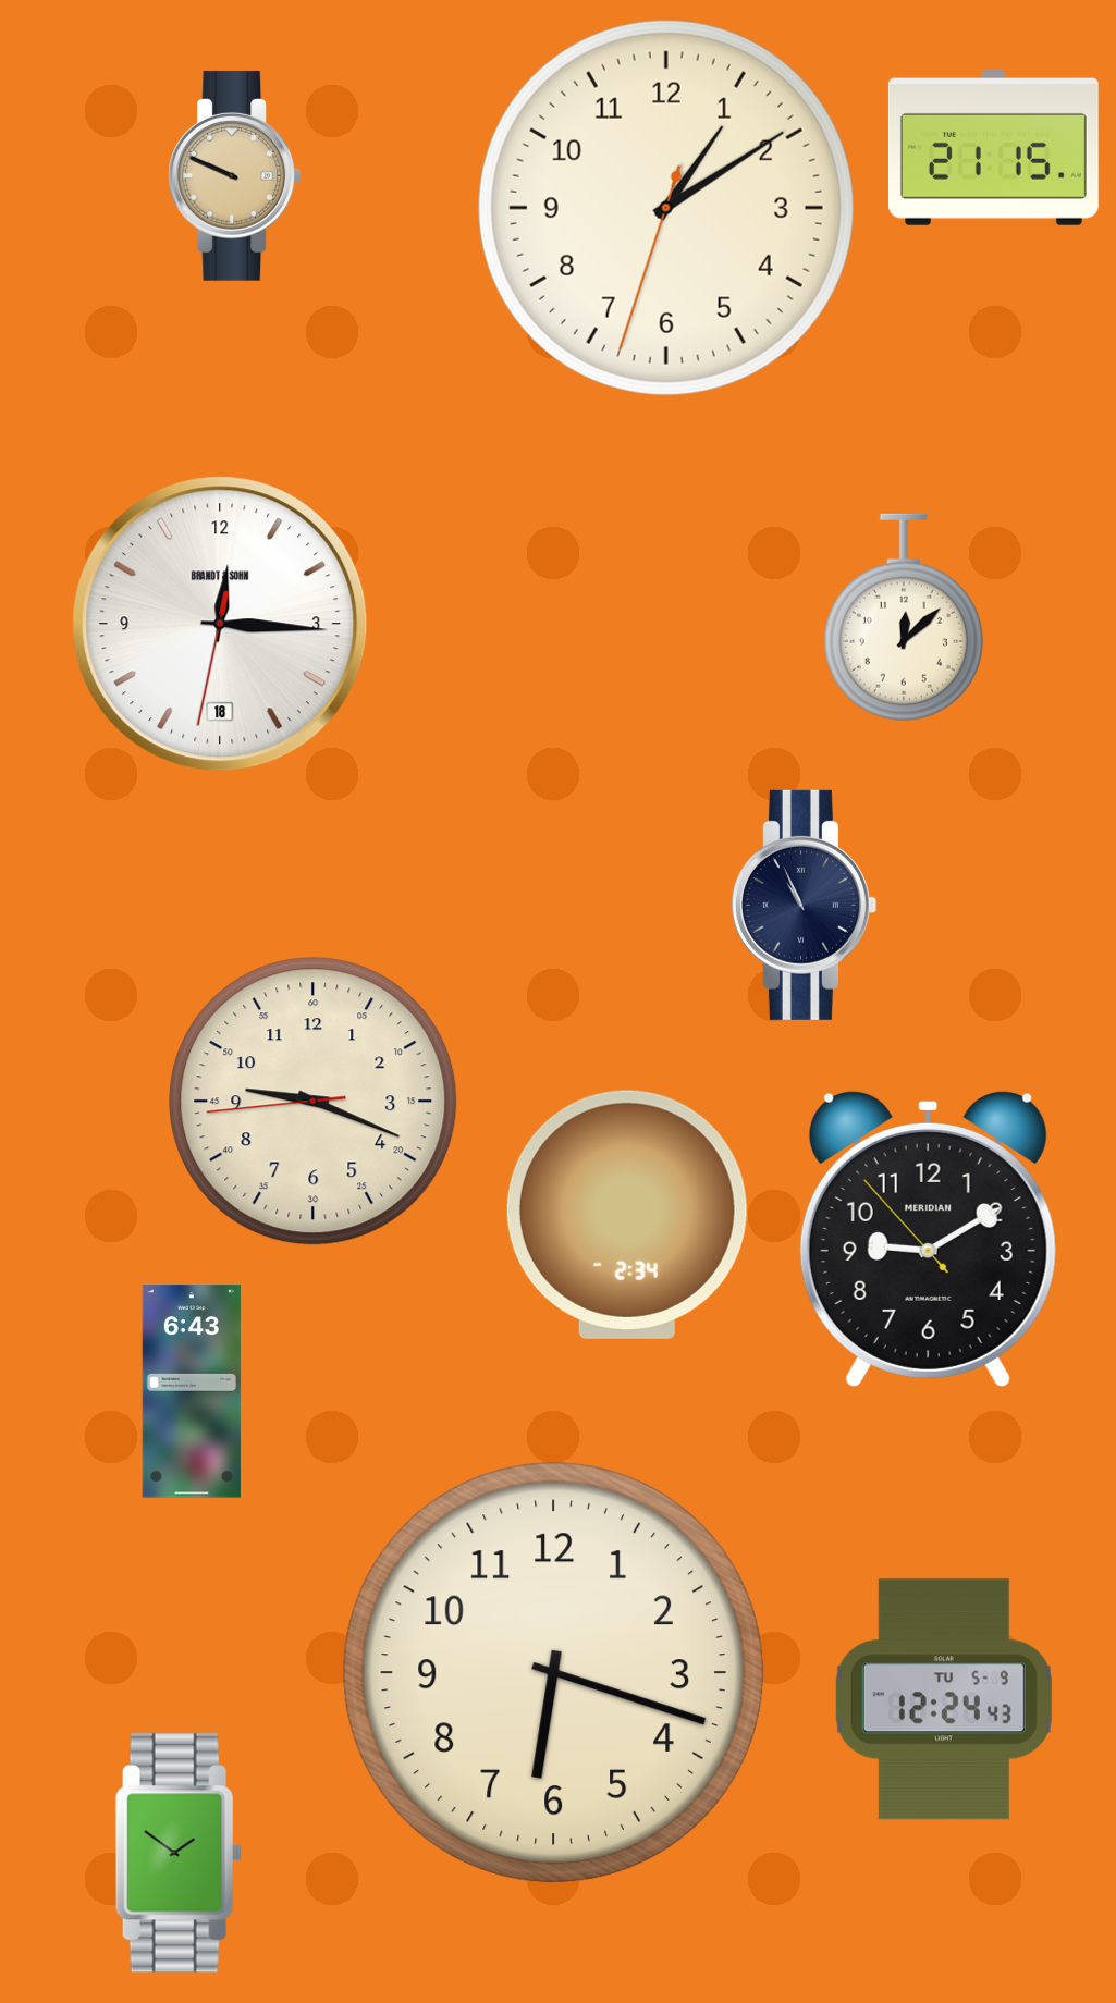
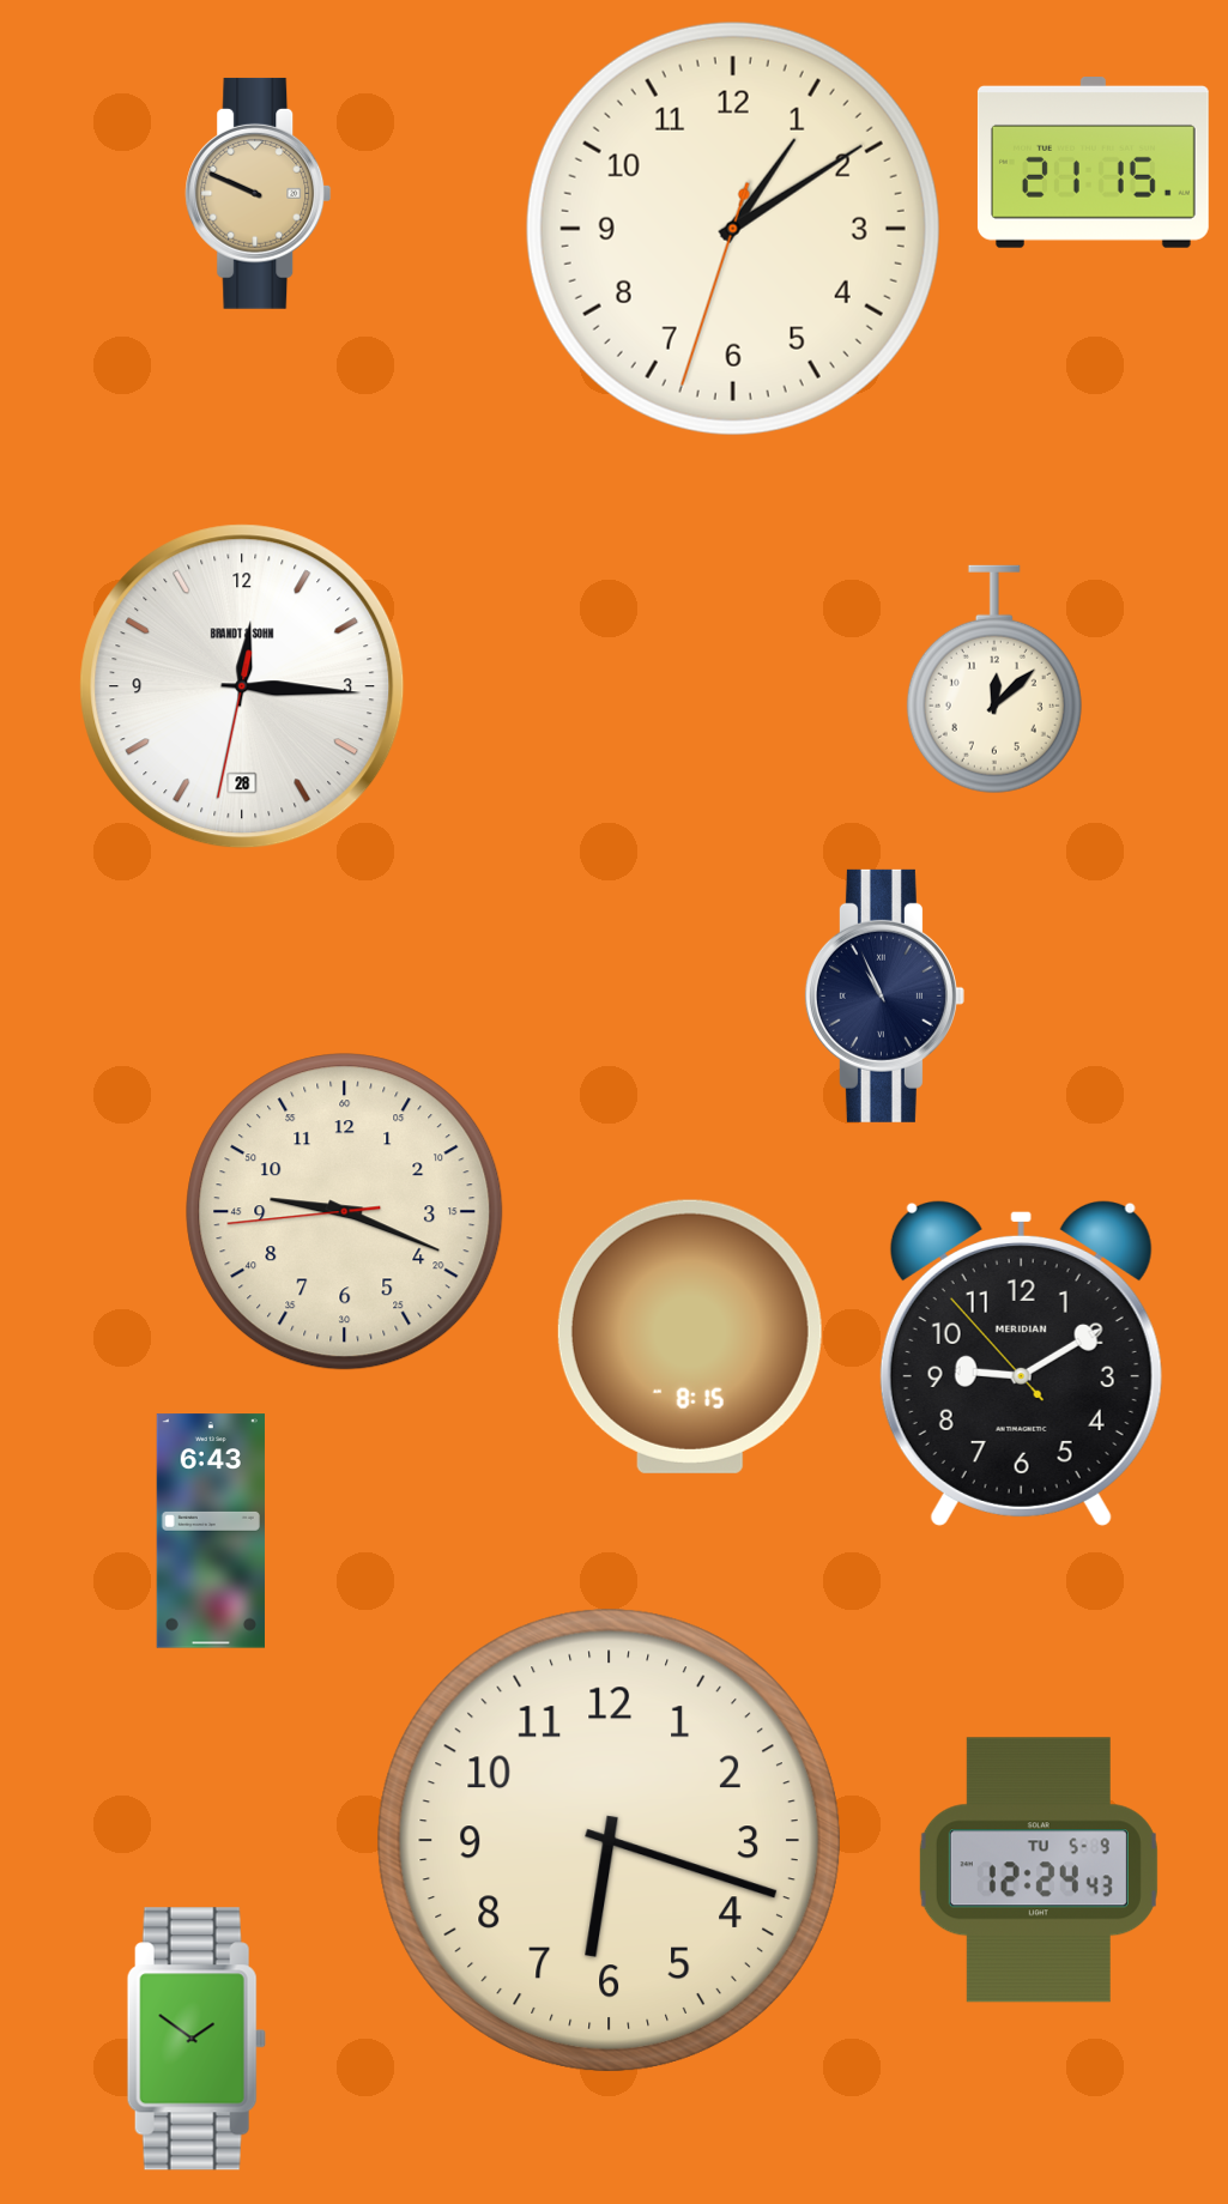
clock at (220, 624) date: 18 -> 28
clock at (627, 1215): 2:34 -> 8:15
